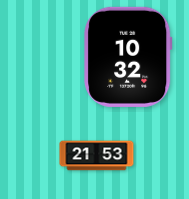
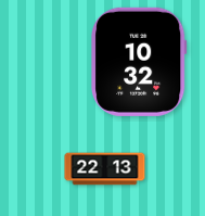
clock at (97, 156): 21:53 -> 22:13
